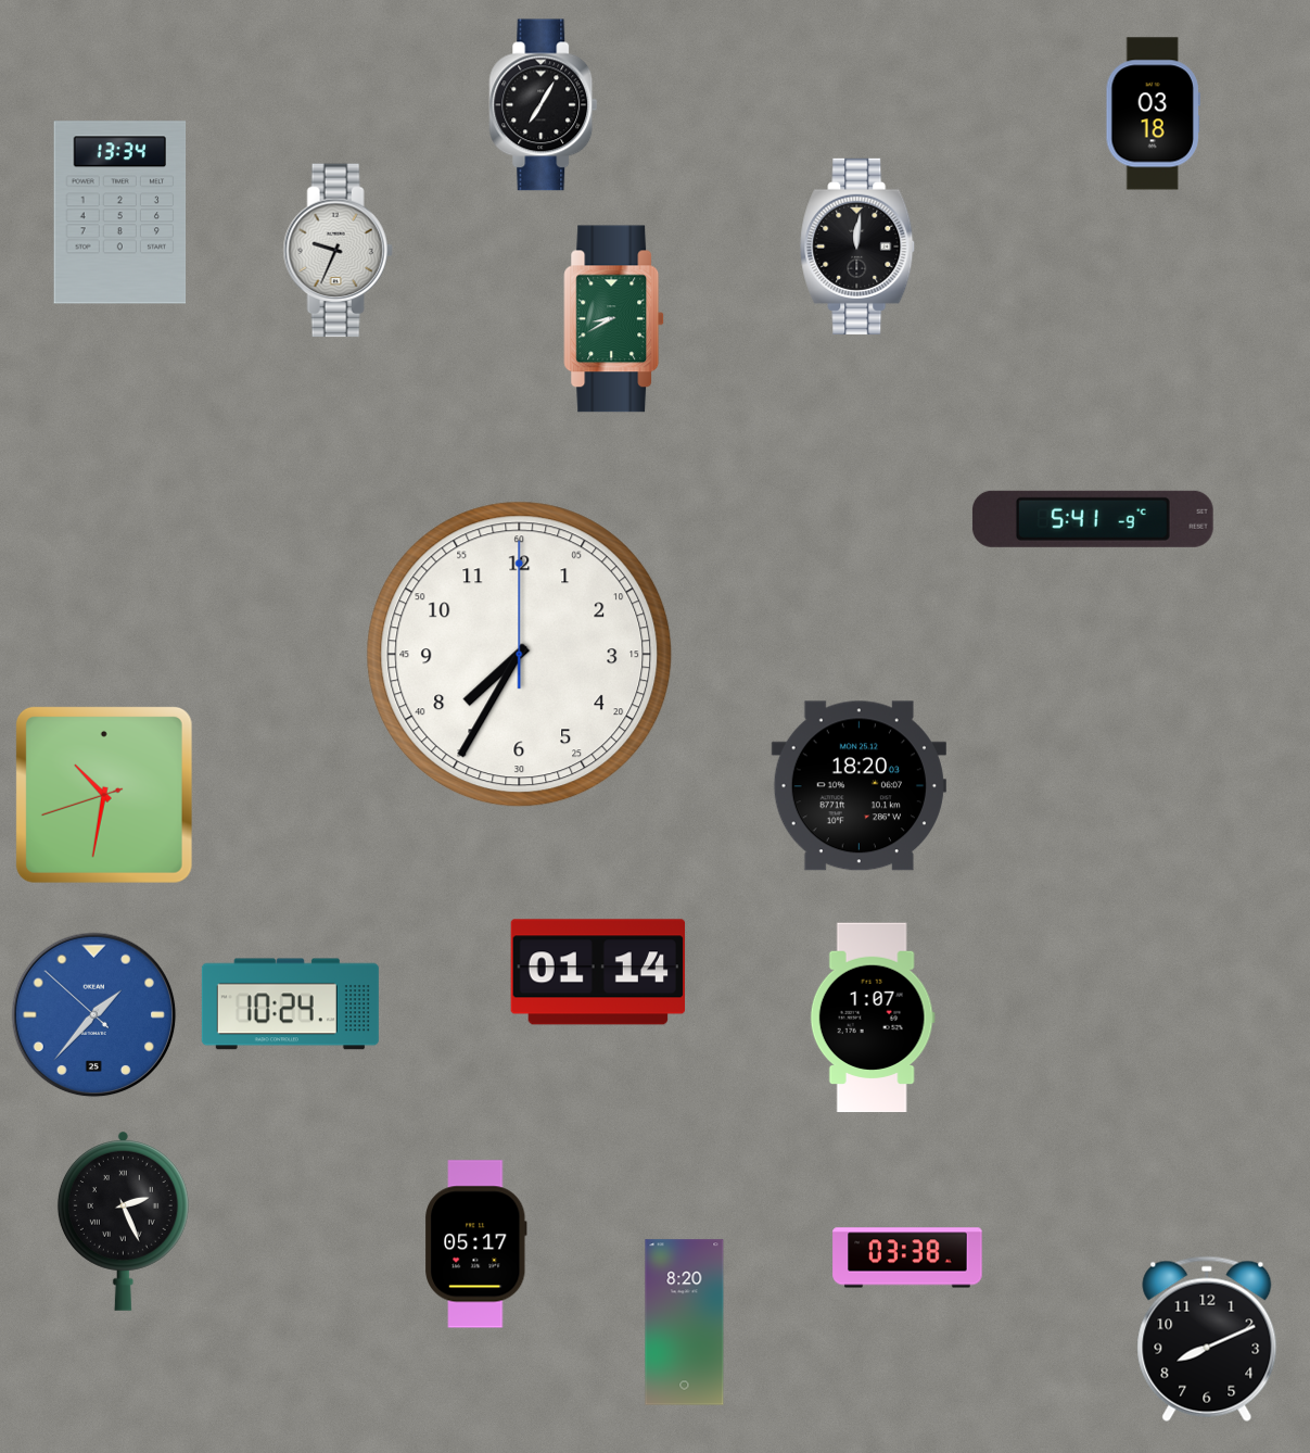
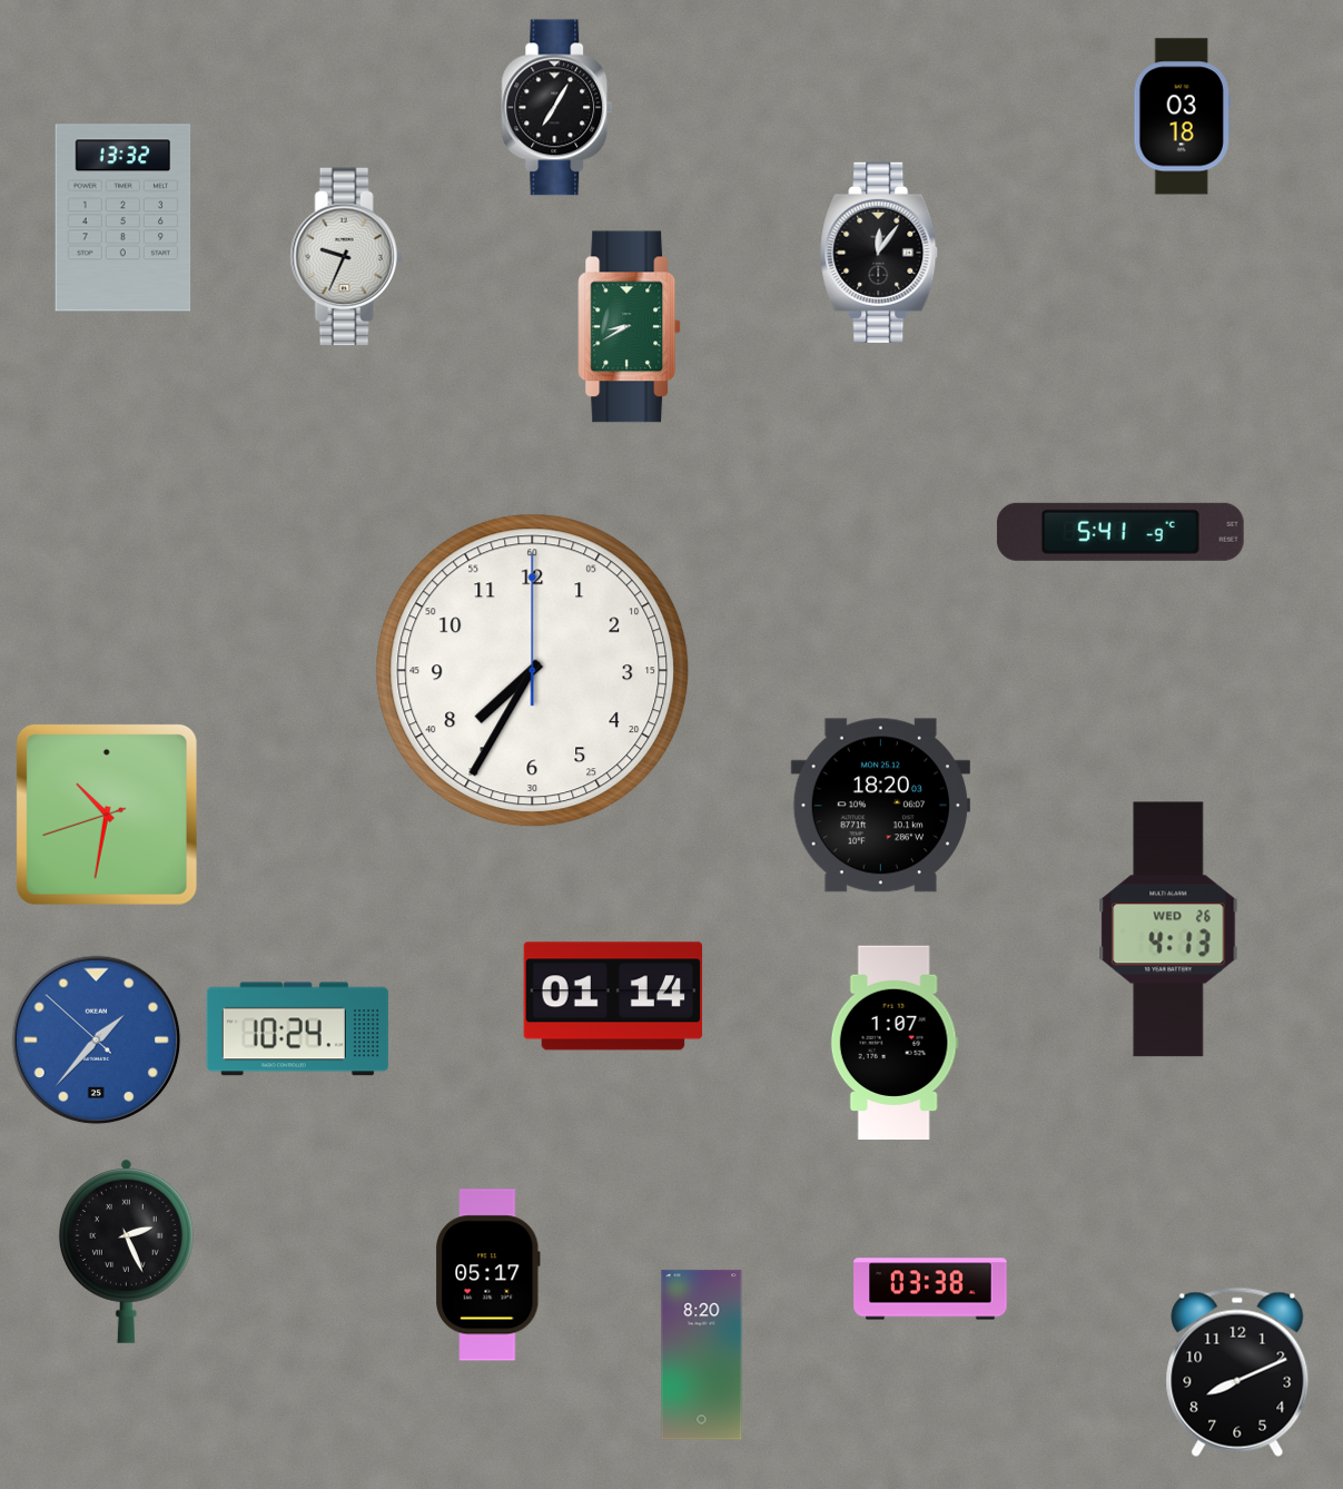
clock at (120, 213): 13:34 -> 13:32
clock at (859, 247): 12:01 -> 12:06
clock at (1168, 929): none -> 4:13
